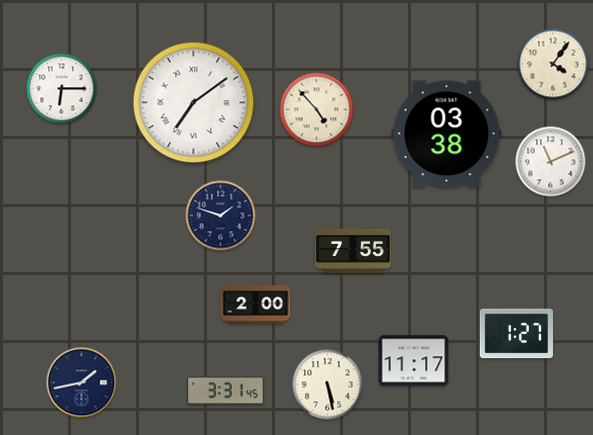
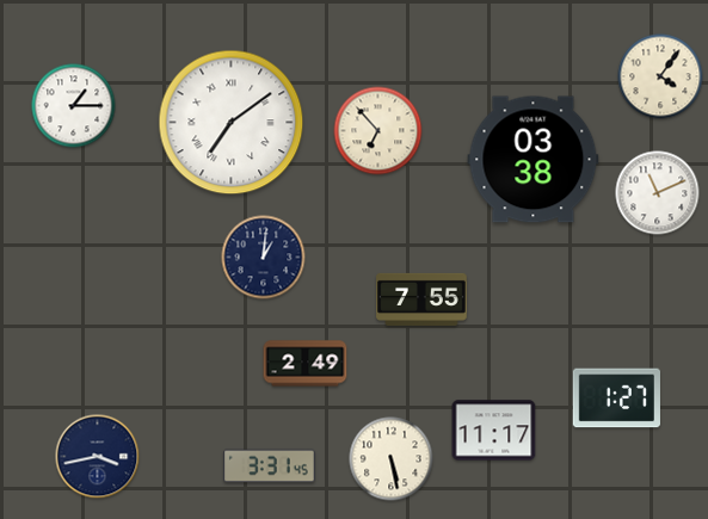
clock at (62, 89): 6:15 -> 1:15
clock at (317, 110): 4:53 -> 6:53
clock at (221, 216): 1:48 -> 1:01
clock at (256, 305): 2:00 -> 2:49
clock at (82, 383): 1:43 -> 3:43
